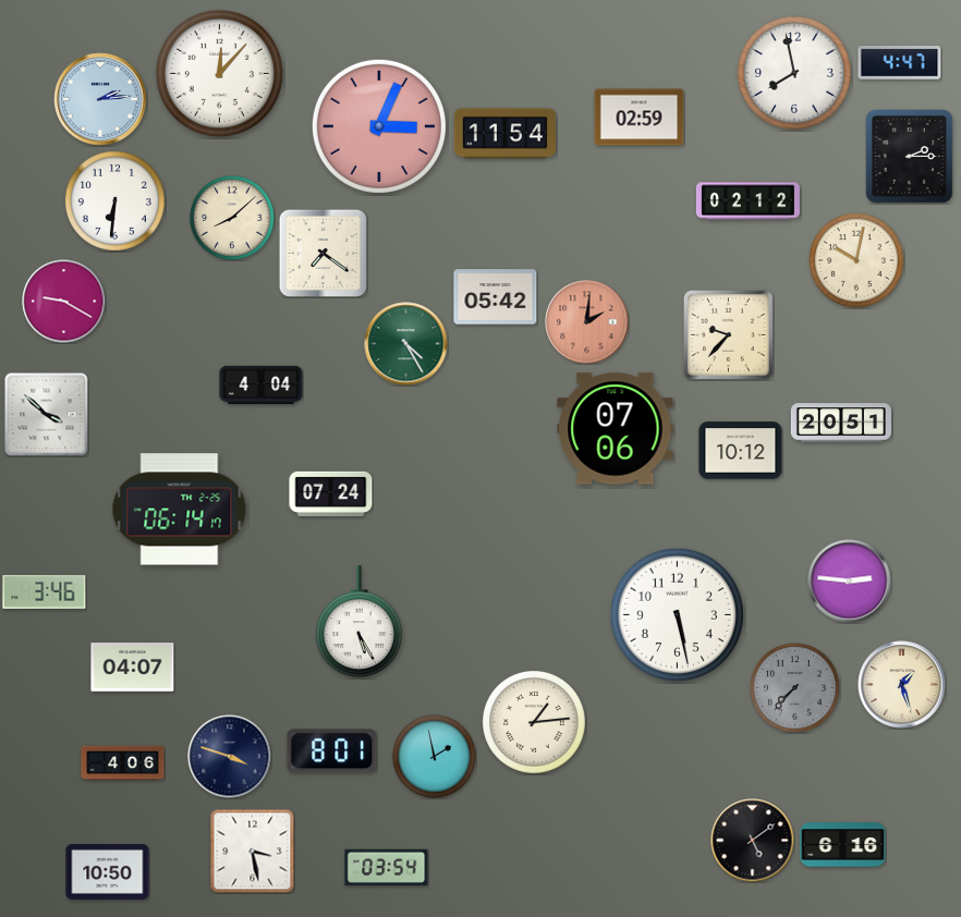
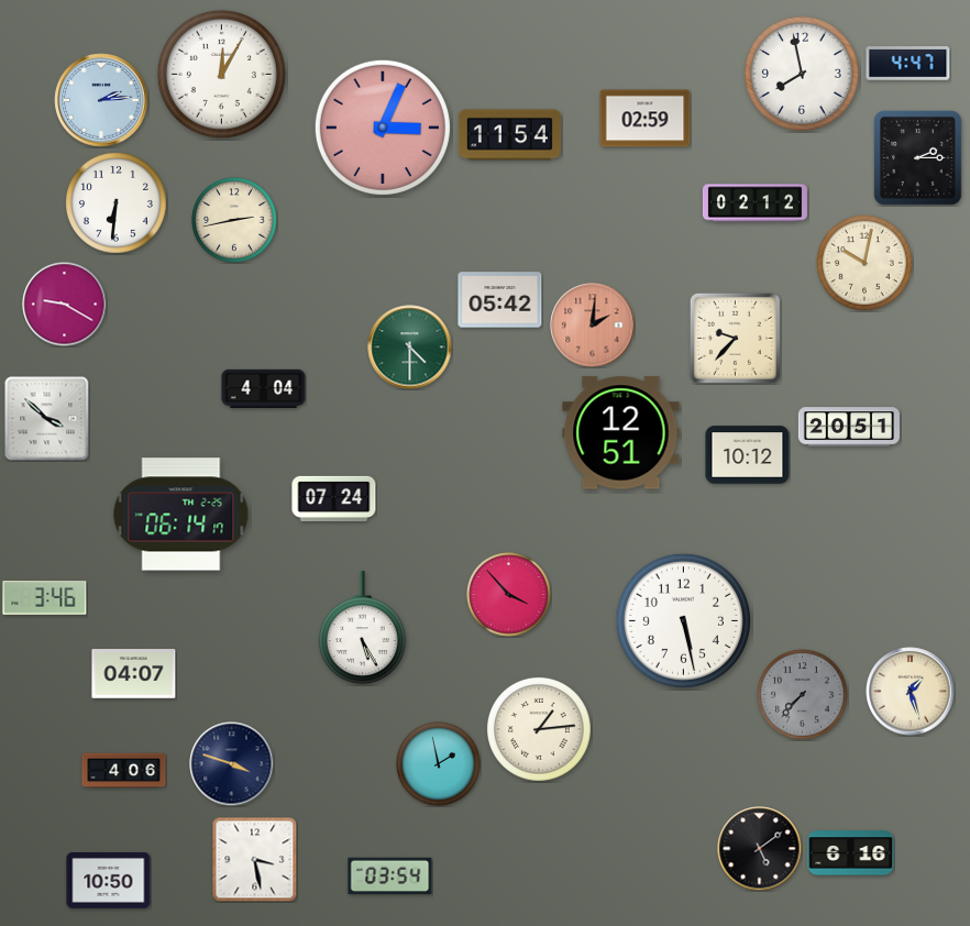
clock at (219, 73): 12:07 -> 12:05
clock at (232, 218): 8:08 -> 2:43
clock at (323, 253): 7:21 -> none
clock at (406, 344): 4:25 -> 4:30
clock at (616, 429): 07:06 -> 12:51
clock at (850, 582): 2:46 -> none
clock at (509, 595): none -> 3:53
clock at (332, 751): 8:01 -> none
